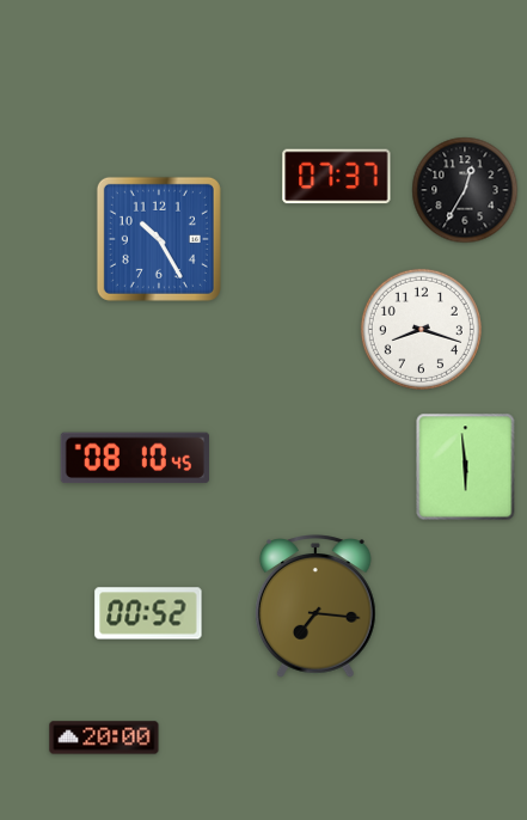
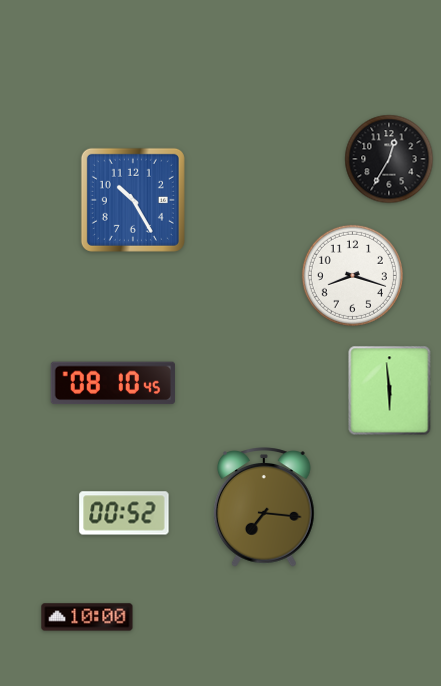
clock at (337, 177): 07:37 -> none
clock at (104, 738): 20:00 -> 10:00
